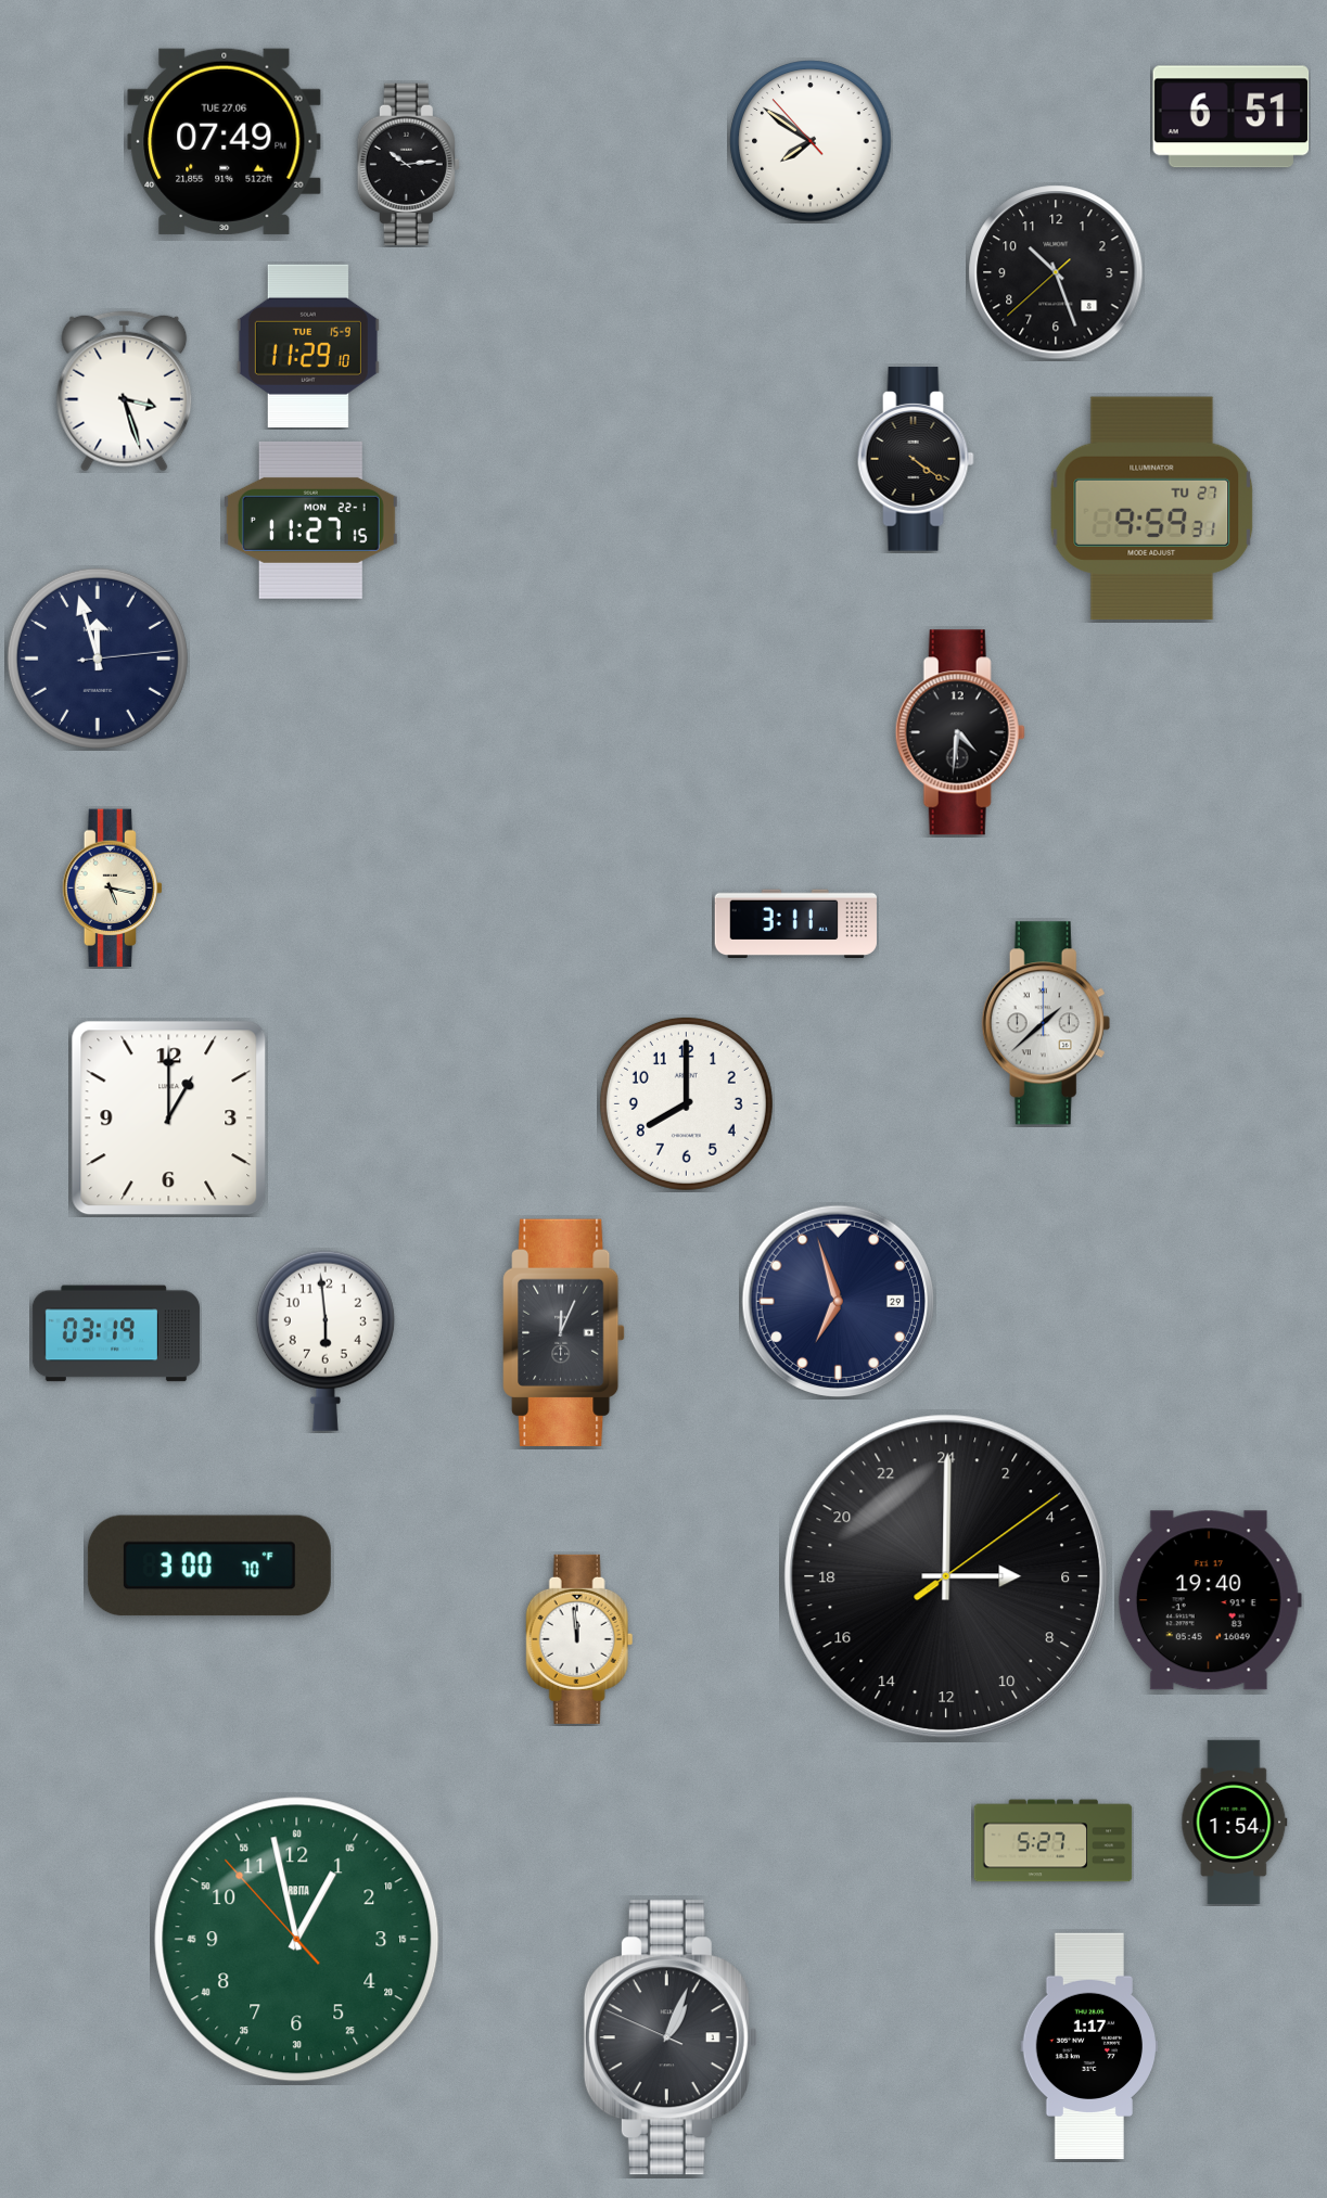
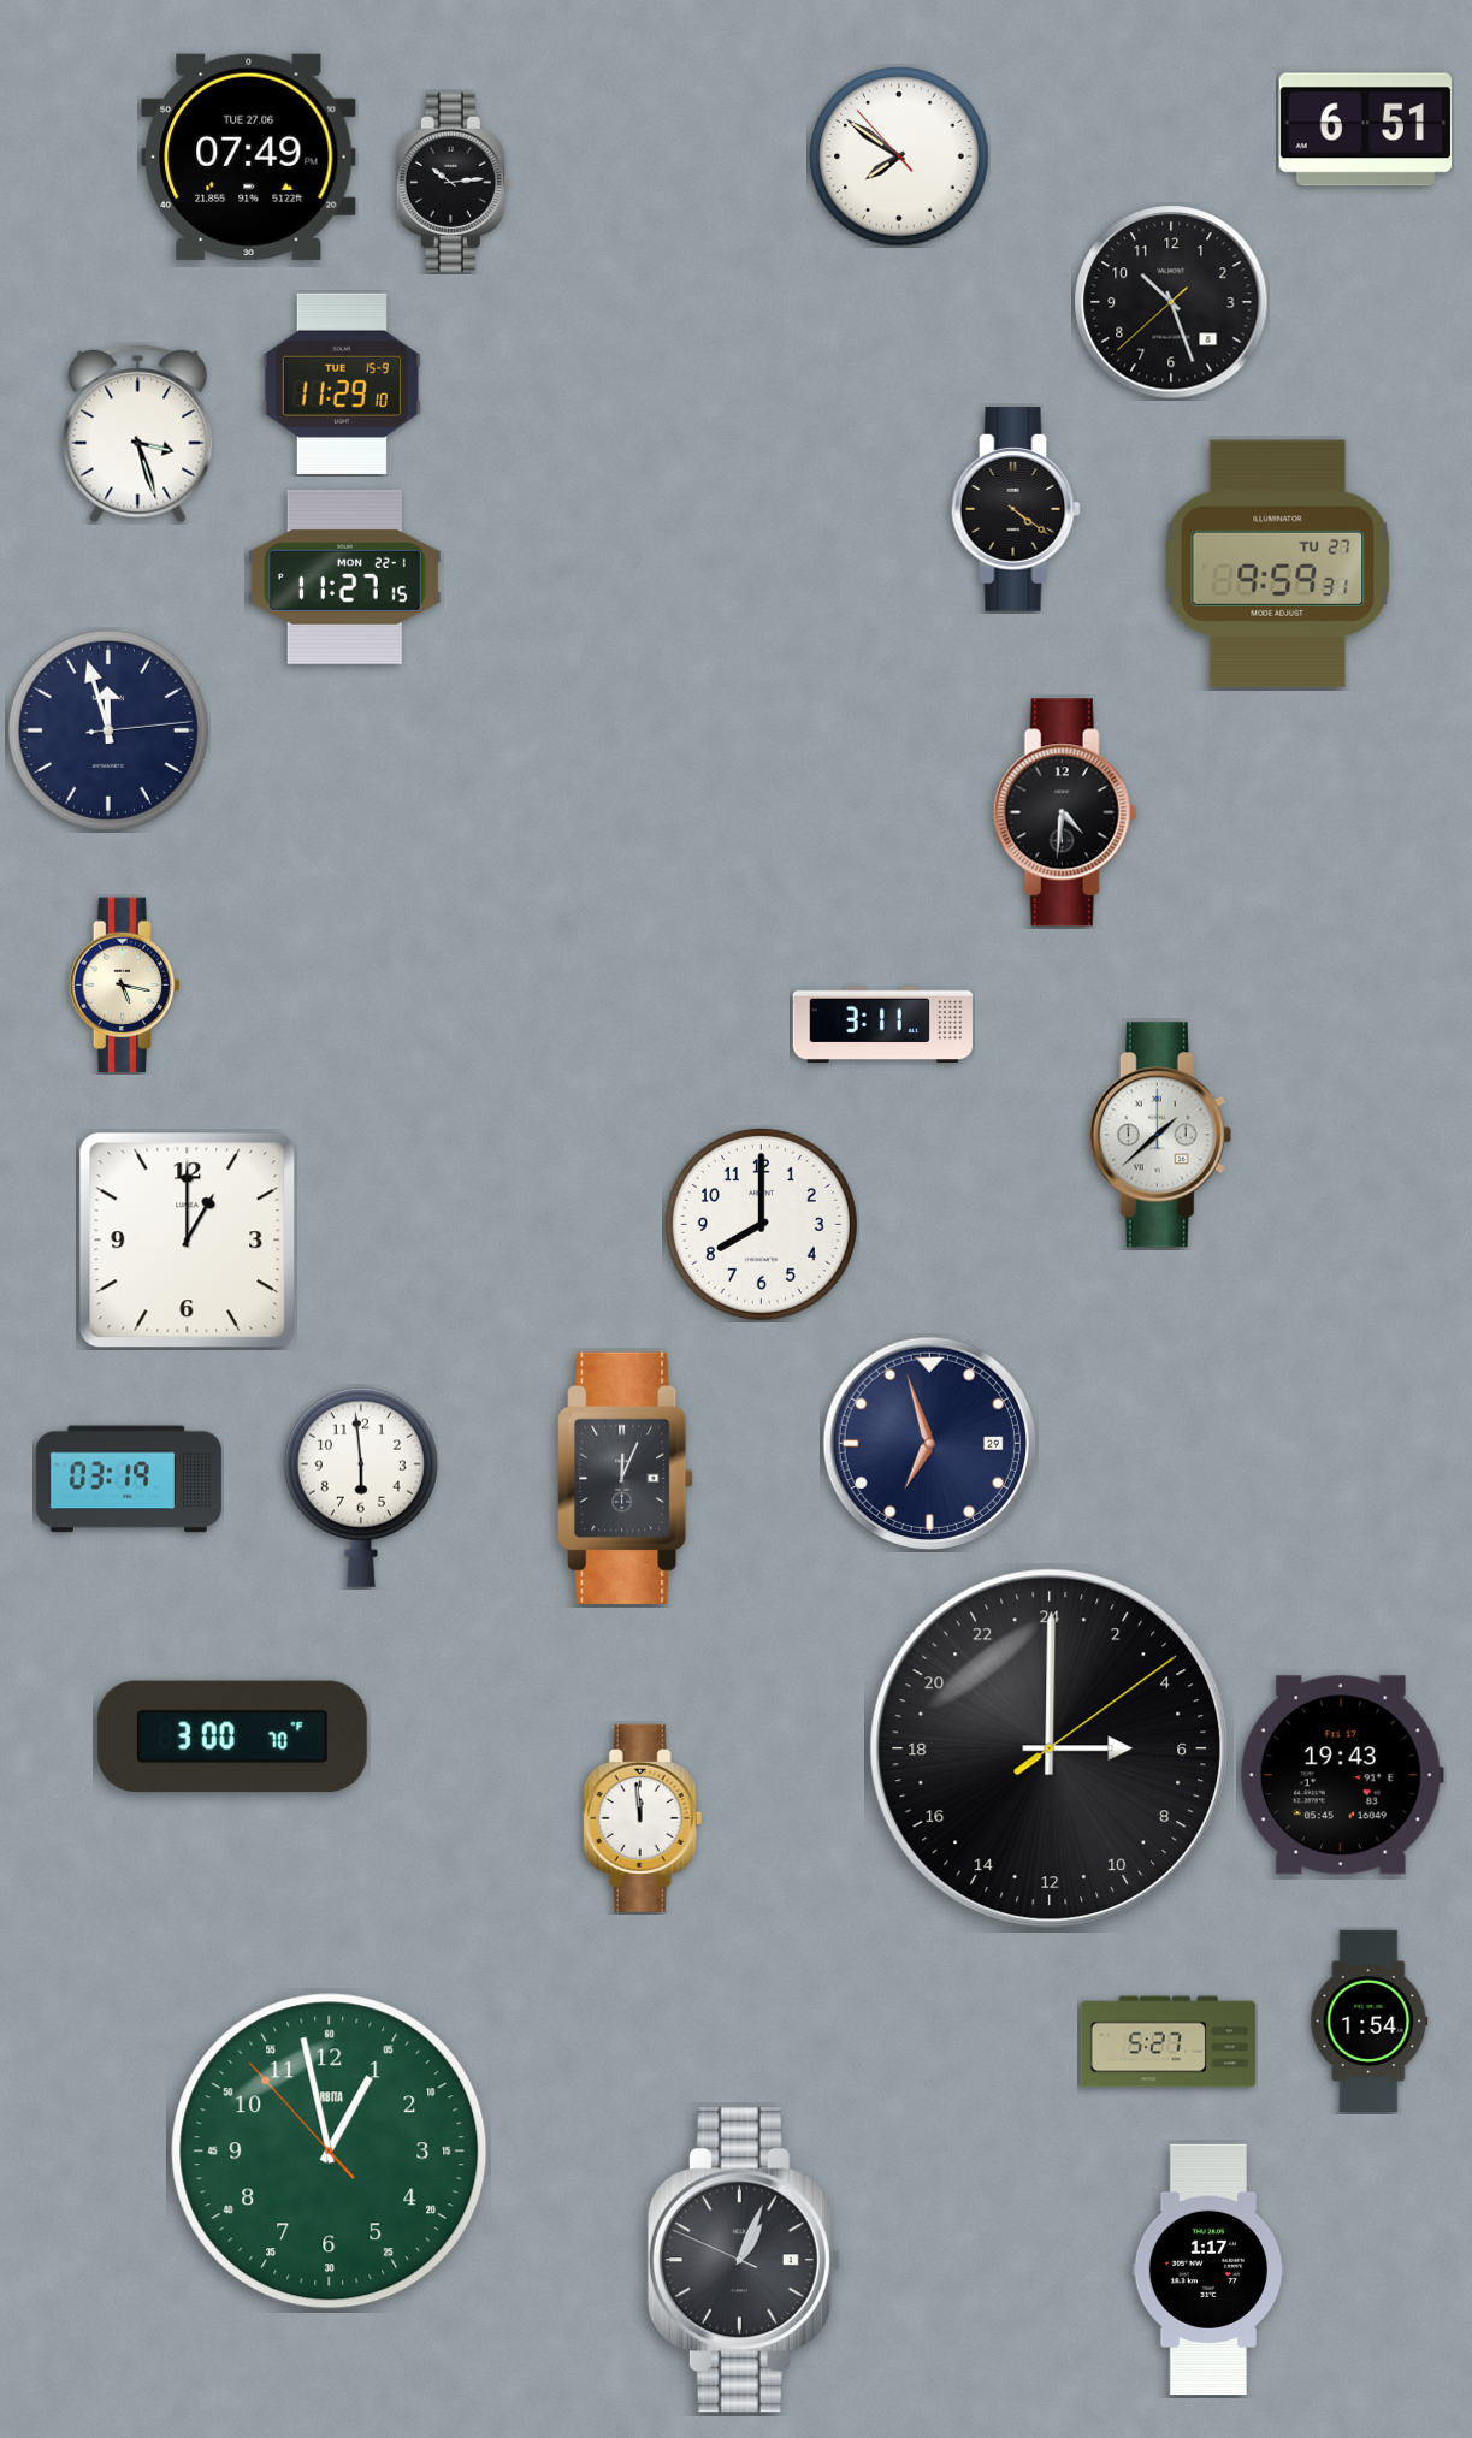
clock at (1210, 1600): 19:40 -> 19:43
